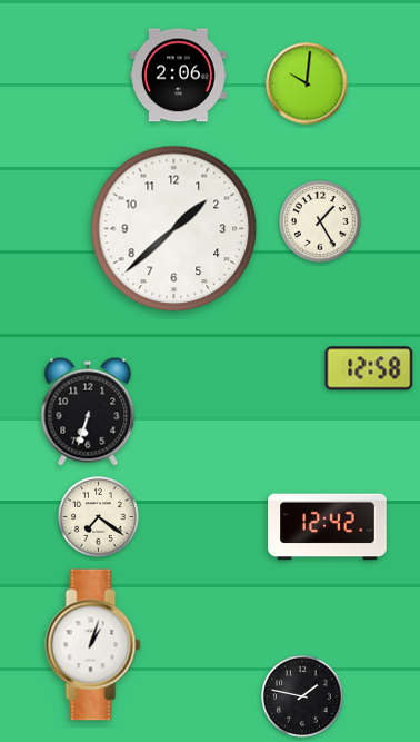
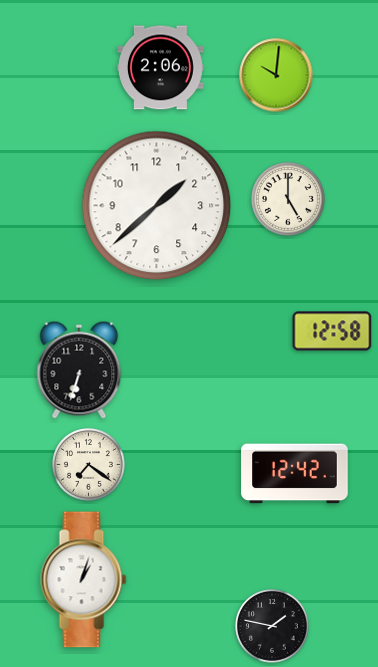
clock at (320, 221): 1:25 -> 5:00
